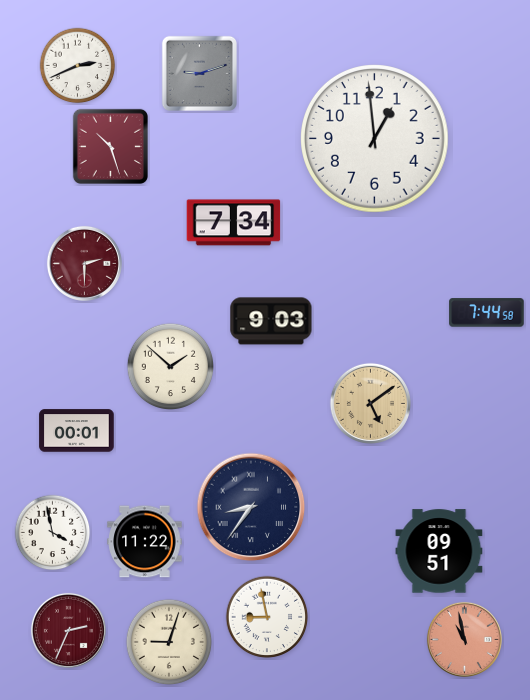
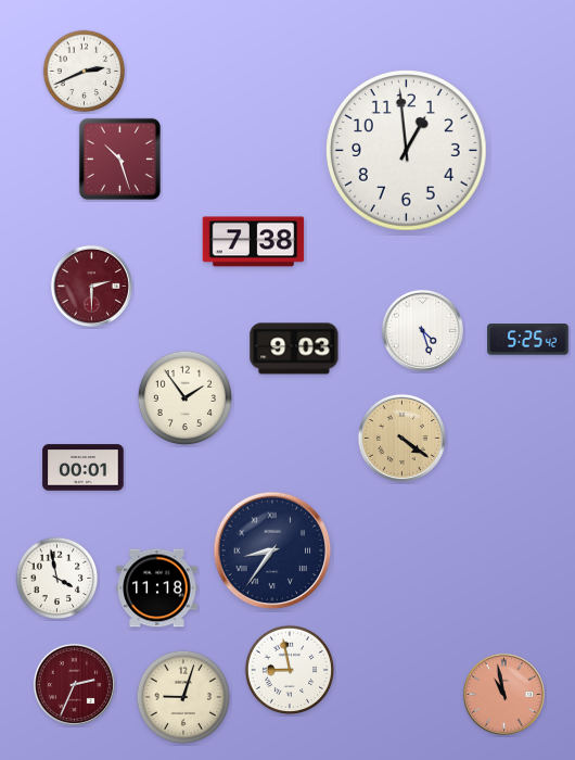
clock at (199, 73): 9:12 -> none
clock at (234, 223): 7:34 -> 7:38
clock at (422, 330): none -> 4:27
clock at (487, 313): 7:44 -> 5:25
clock at (171, 367): 1:52 -> 1:54
clock at (370, 403): 5:09 -> 4:21
clock at (145, 542): 11:22 -> 11:18
clock at (439, 551): 09:51 -> none
